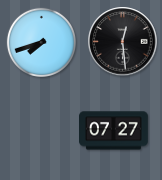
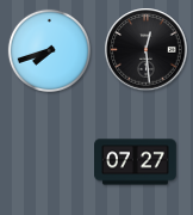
clock at (114, 131) position: (114, 131) -> (136, 162)
